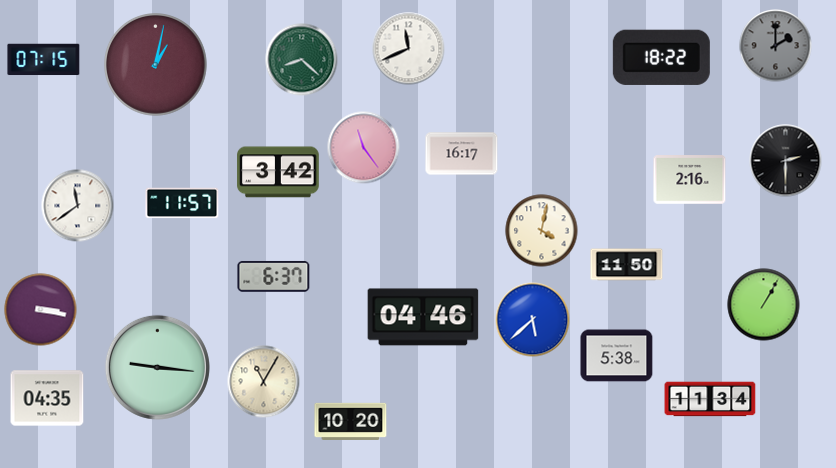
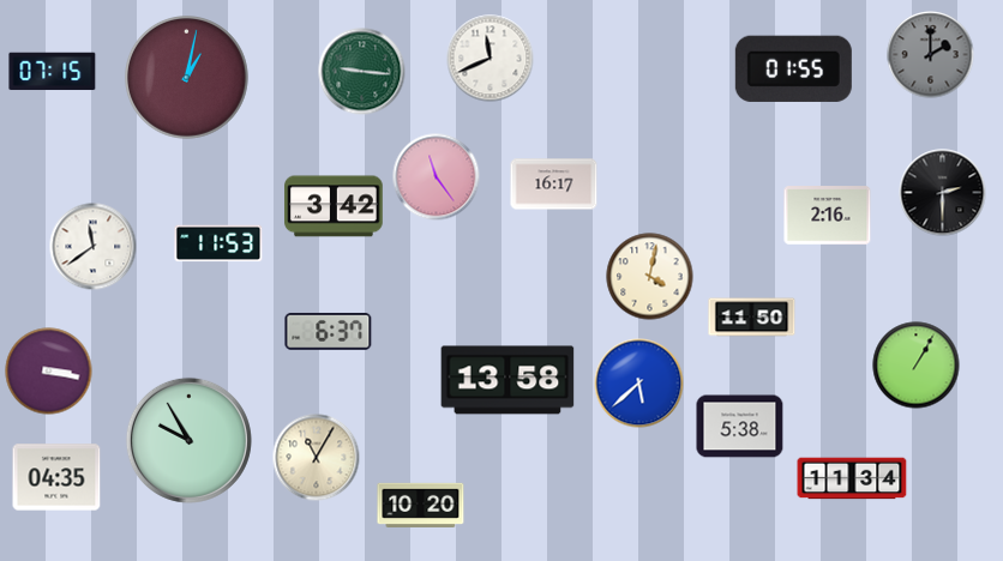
clock at (661, 57): 18:22 -> 01:55
clock at (302, 60): 8:22 -> 9:16
clock at (182, 203): 11:57 -> 11:53
clock at (423, 317): 04:46 -> 13:58
clock at (157, 367): 9:16 -> 9:55
